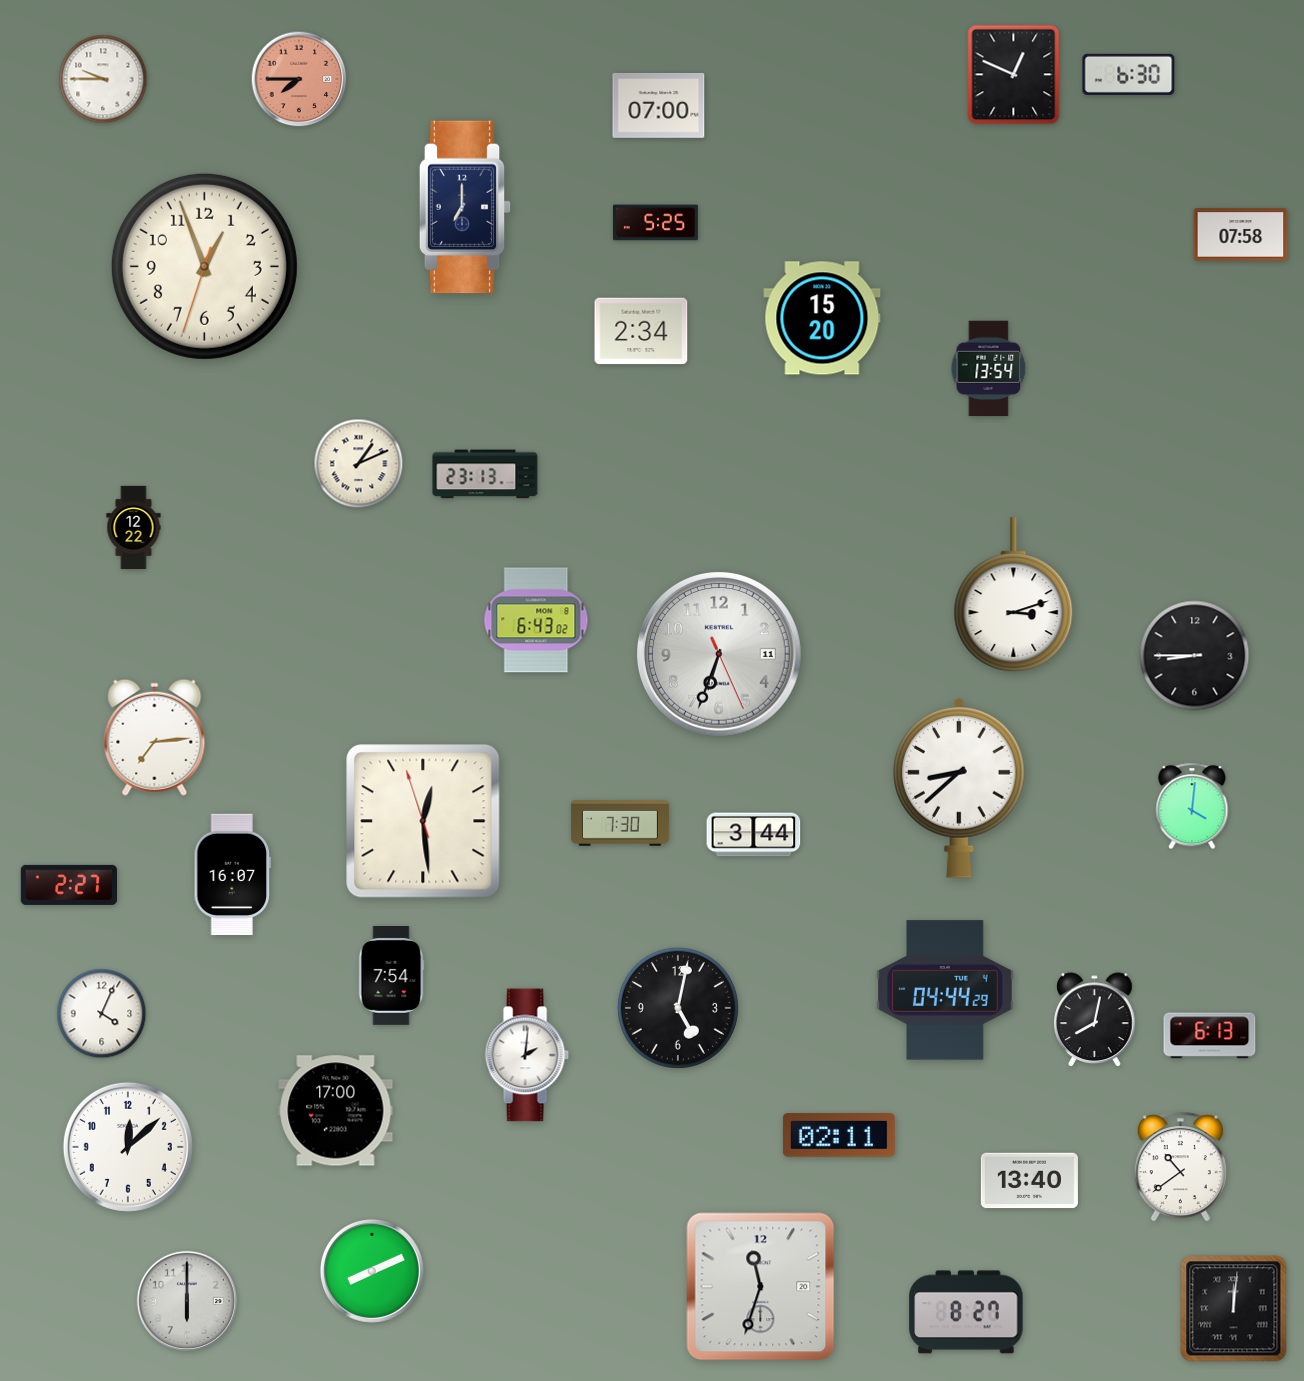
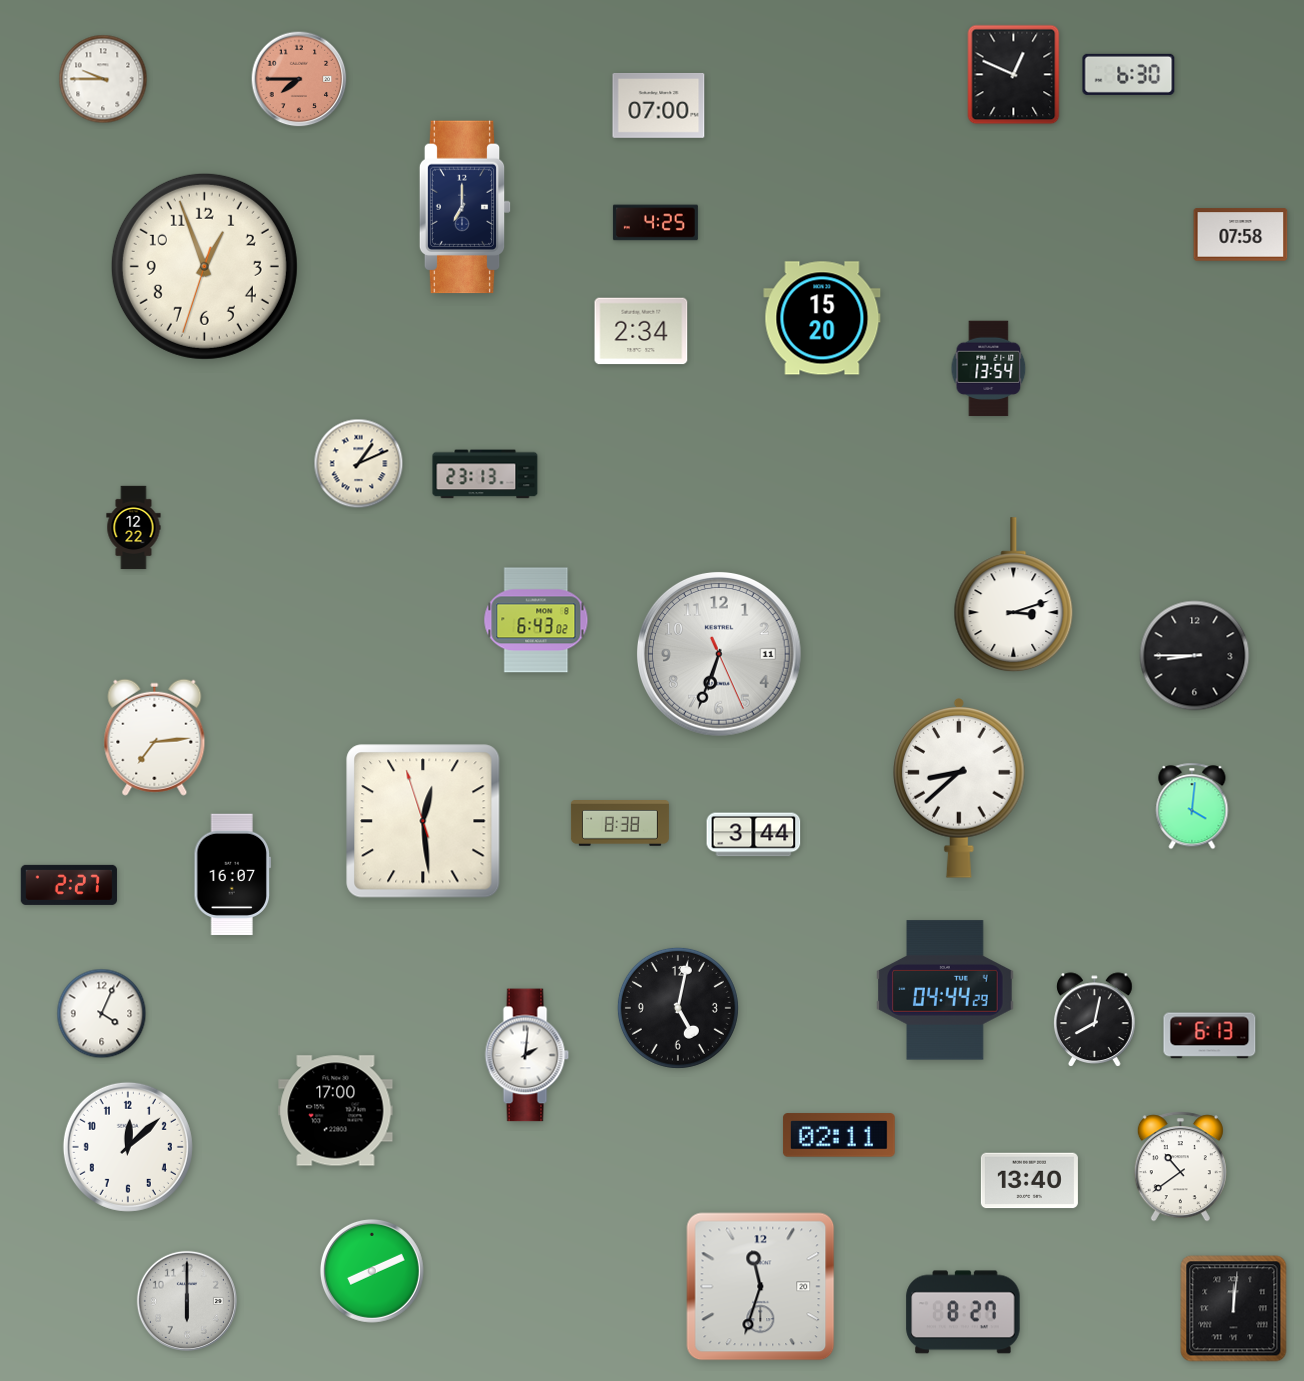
clock at (655, 223): 5:25 -> 4:25
clock at (620, 824): 7:30 -> 8:38
clock at (391, 976): 7:54 -> none
clock at (966, 1312) position: (966, 1312) -> (963, 1312)
